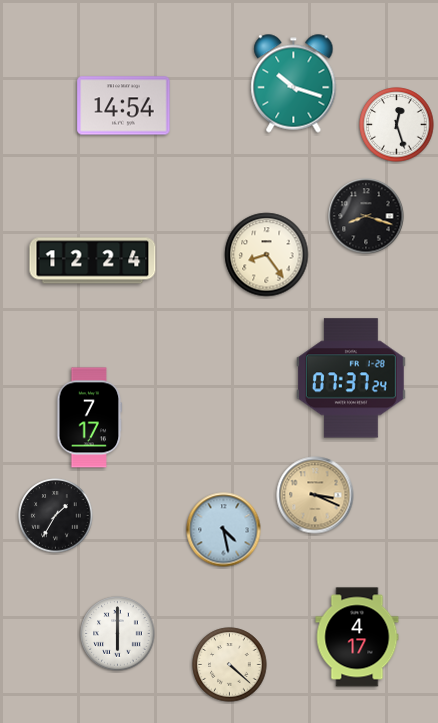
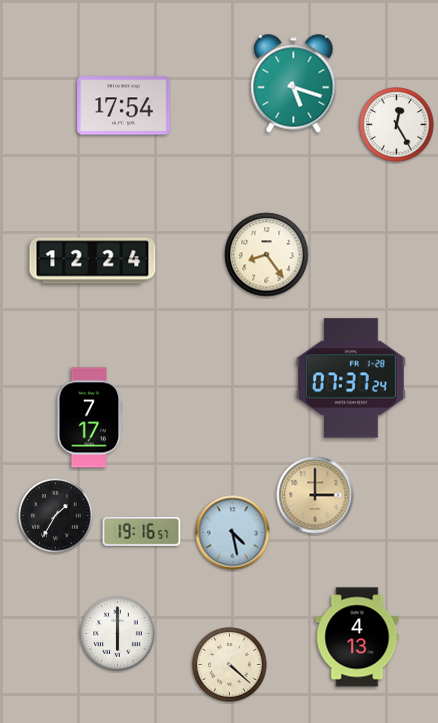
clock at (294, 84): 10:18 -> 5:18
clock at (124, 106): 14:54 -> 17:54
clock at (397, 125): 12:27 -> 12:25
clock at (366, 216): 8:18 -> none
clock at (315, 495): 3:19 -> 3:00
clock at (224, 530) position: (224, 530) -> (233, 533)
clock at (142, 531): none -> 19:16
clock at (357, 637): 4:17 -> 4:13
